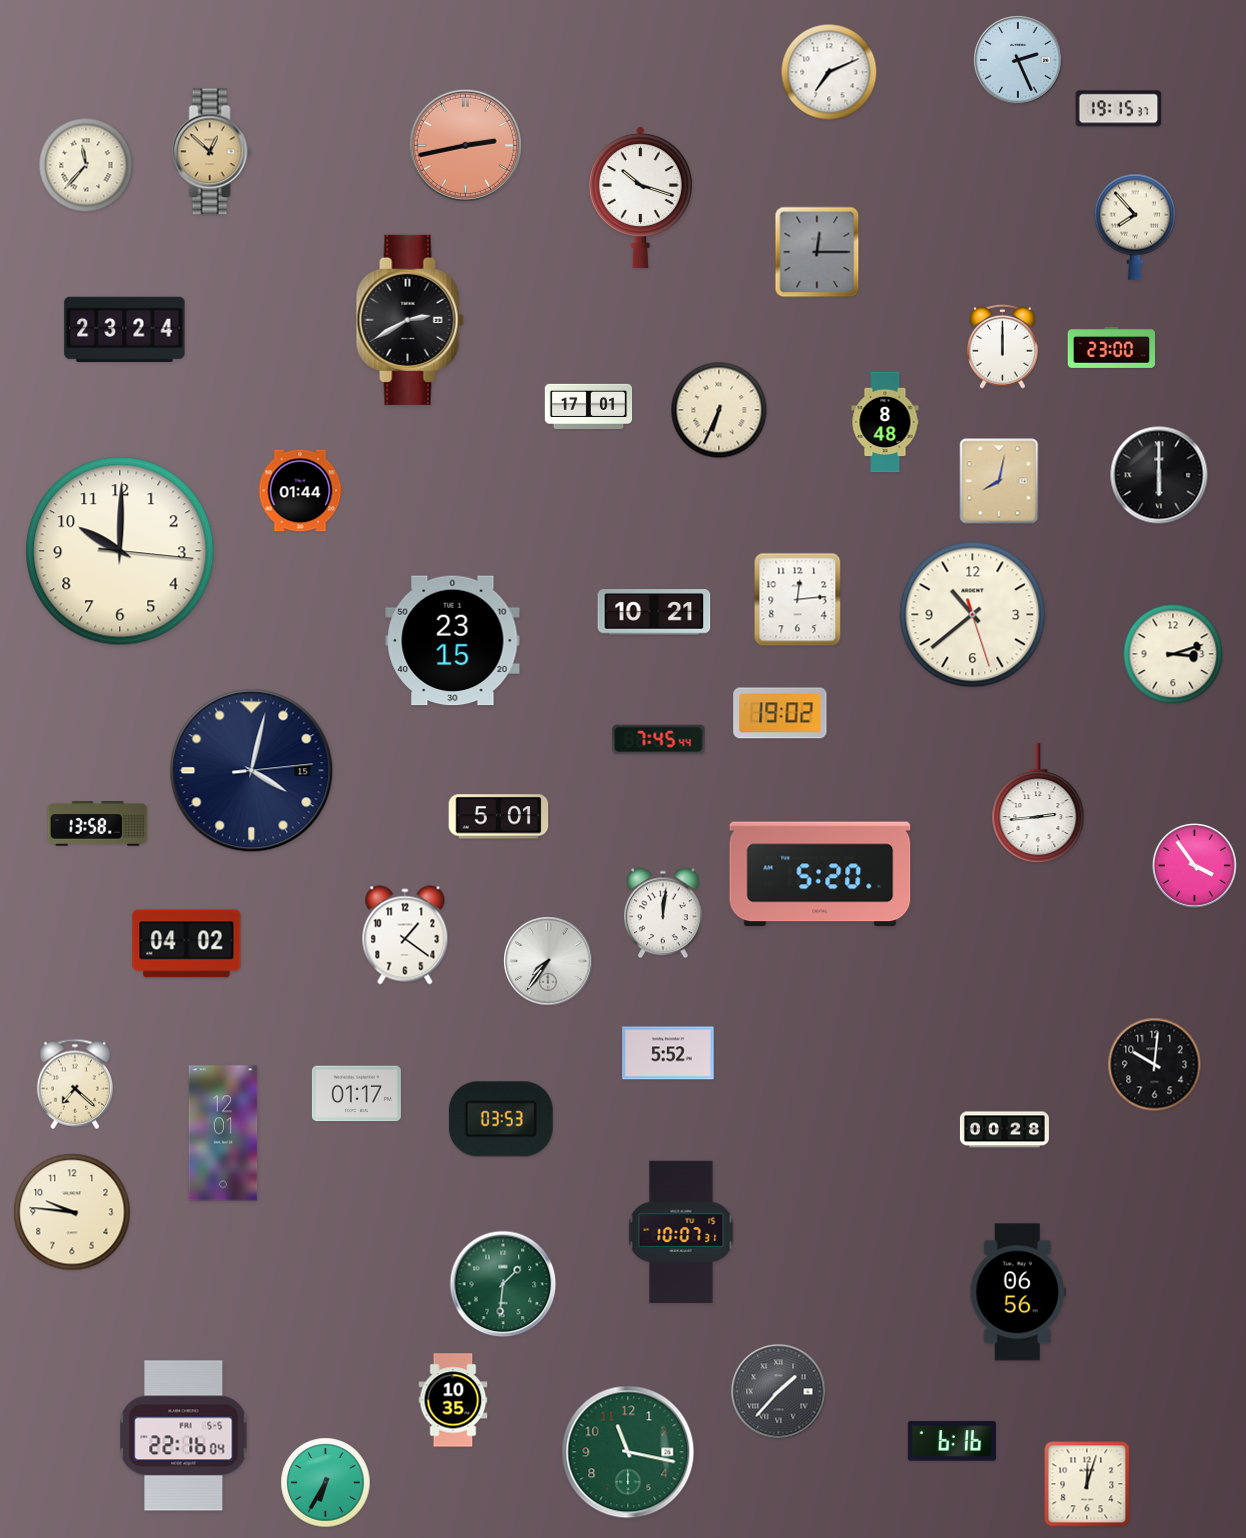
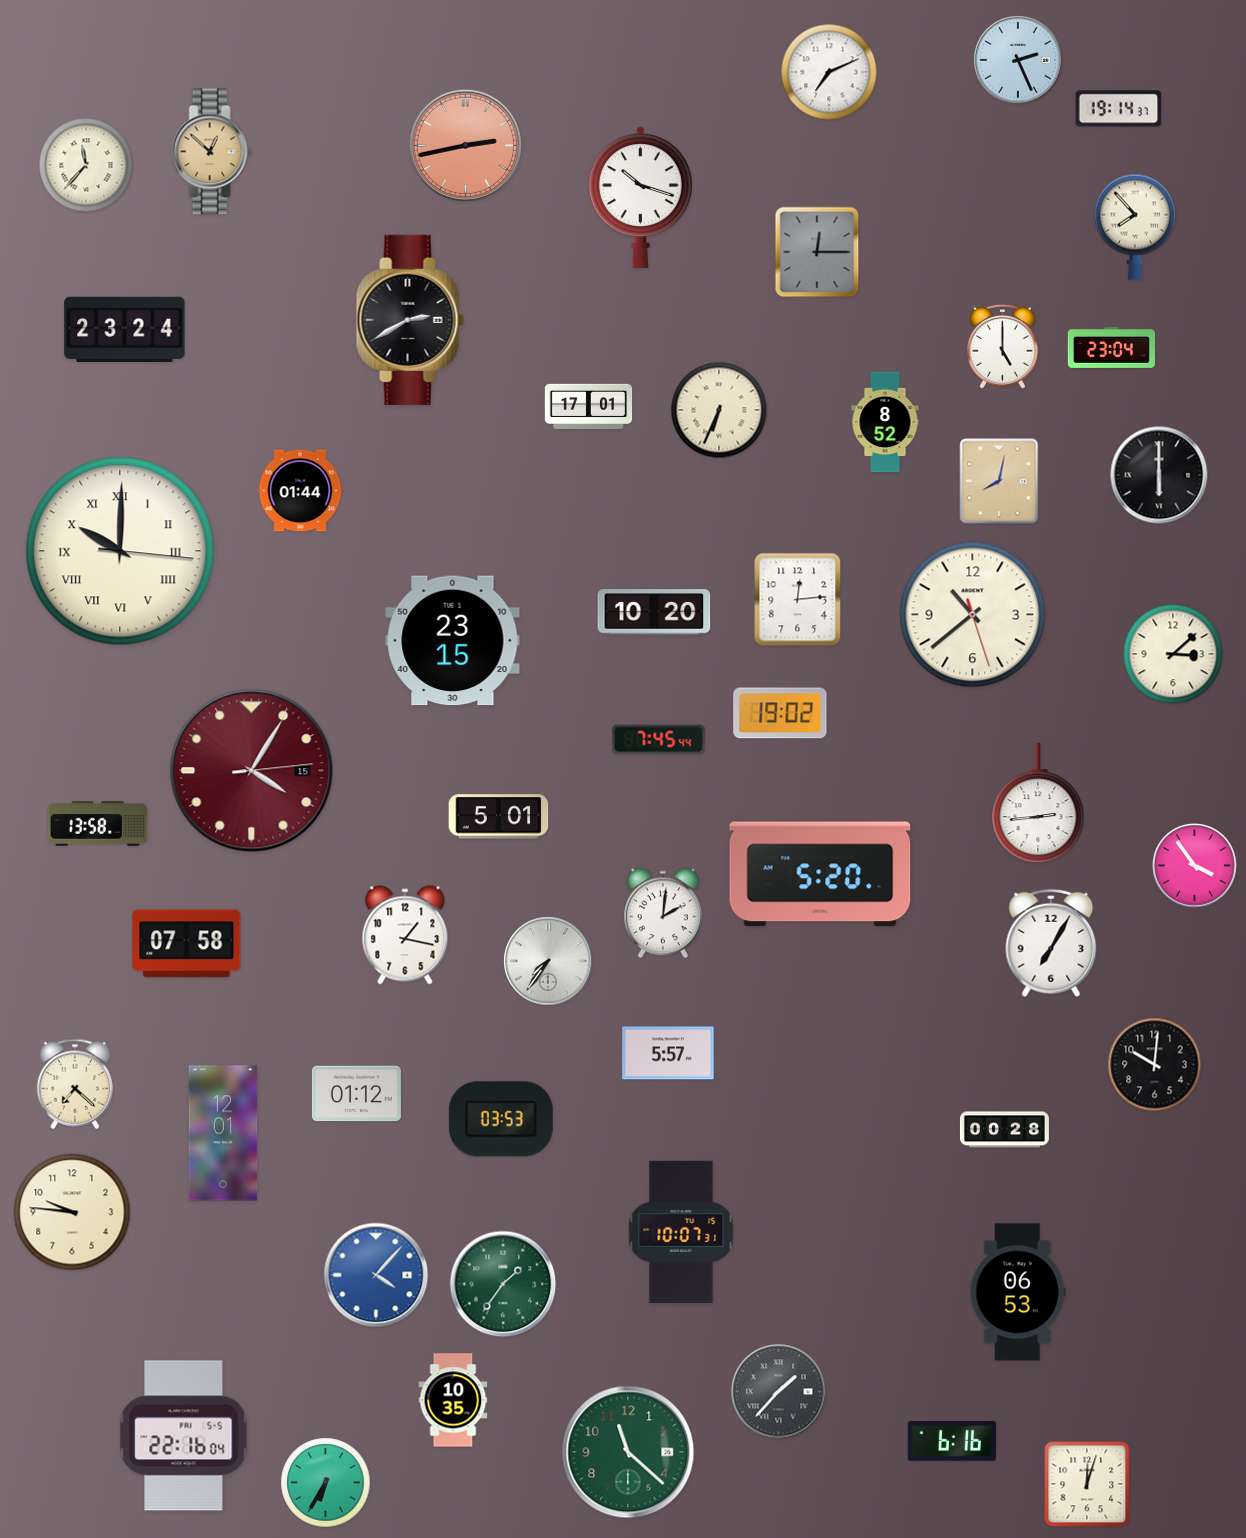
clock at (1119, 109): 19:15 -> 19:14
clock at (1003, 346): 12:00 -> 5:00
clock at (1112, 347): 23:00 -> 23:04
clock at (885, 422): 8:48 -> 8:52
clock at (120, 551) numerals: Arabic -> Roman
clock at (654, 612): 10:21 -> 10:20
clock at (1173, 654): 3:12 -> 3:08
clock at (252, 771): 4:02 -> 4:05
clock at (252, 771) dial: navy -> burgundy
clock at (664, 913): 12:01 -> 2:01
clock at (405, 935): 1:21 -> 1:17
clock at (1051, 943): none -> 7:05
clock at (187, 944): 04:02 -> 07:58
clock at (668, 1053): 5:52 -> 5:57
clock at (356, 1094): 01:17 -> 01:12
clock at (376, 1275): none -> 4:07
clock at (503, 1284): 1:31 -> 1:36
clock at (1018, 1292): 06:56 -> 06:53
clock at (628, 1452): 11:17 -> 11:22
